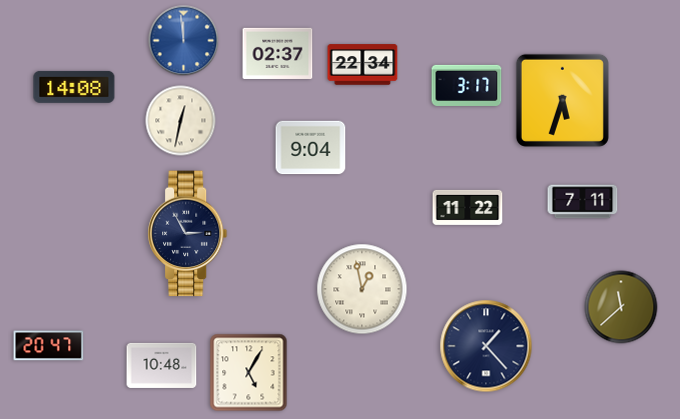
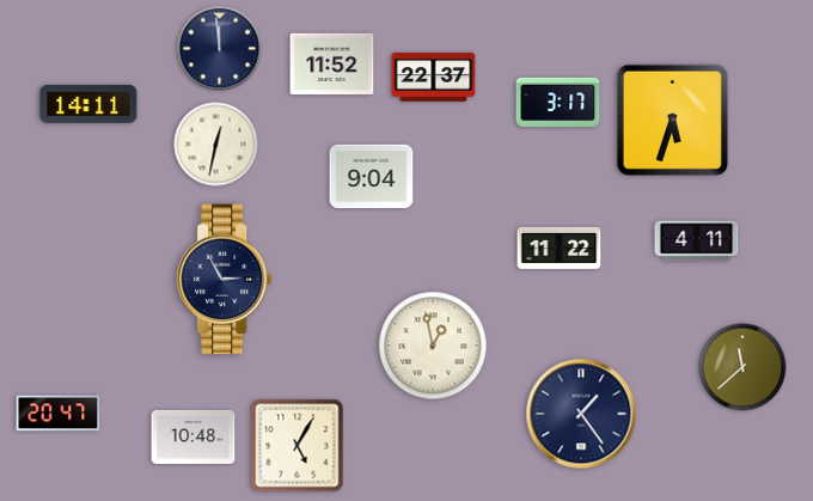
clock at (184, 41) dial: blue -> navy
clock at (278, 53): 02:37 -> 11:52
clock at (363, 65): 22:34 -> 22:37
clock at (74, 87): 14:08 -> 14:11
clock at (583, 202): 7:11 -> 4:11
clock at (486, 346): 1:23 -> 1:24
